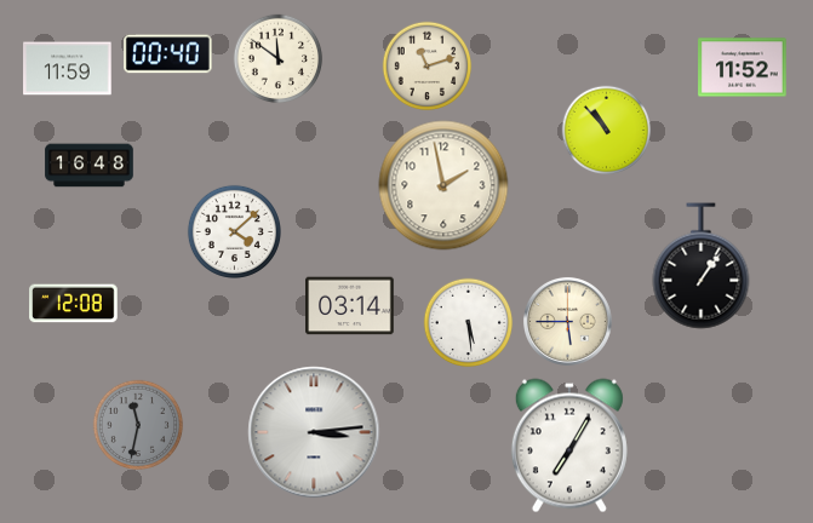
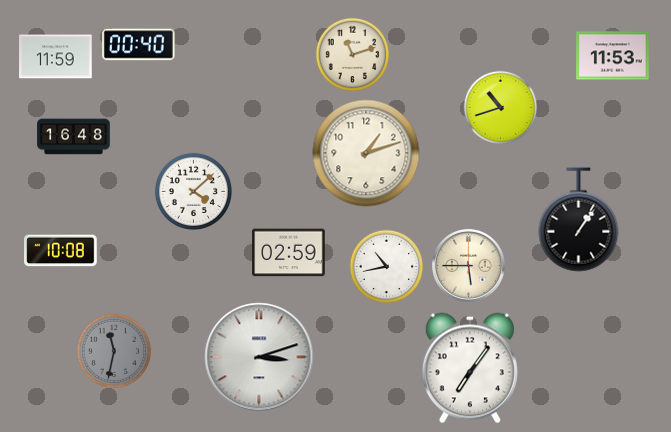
clock at (279, 59): 11:51 -> none
clock at (743, 68): 11:52 -> 11:53
clock at (607, 131): 10:53 -> 10:42
clock at (443, 185): 1:58 -> 1:12
clock at (74, 304): 12:08 -> 10:08
clock at (350, 306): 03:14 -> 02:59
clock at (469, 323): 5:29 -> 10:43
clock at (314, 432): 3:14 -> 3:12
clock at (569, 446): 7:05 -> 7:06
